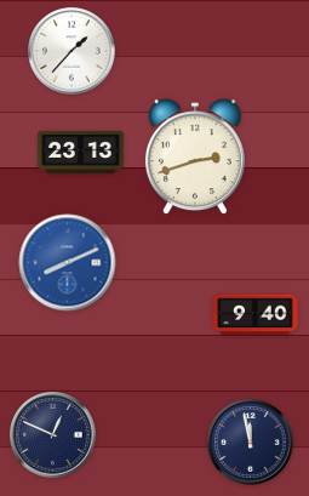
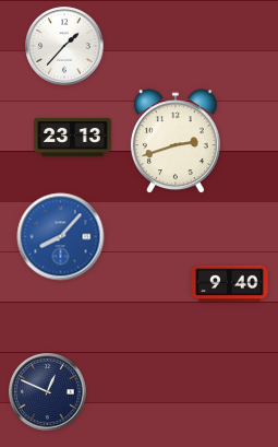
clock at (68, 263): 8:11 -> 8:07
clock at (251, 443): 11:58 -> none
